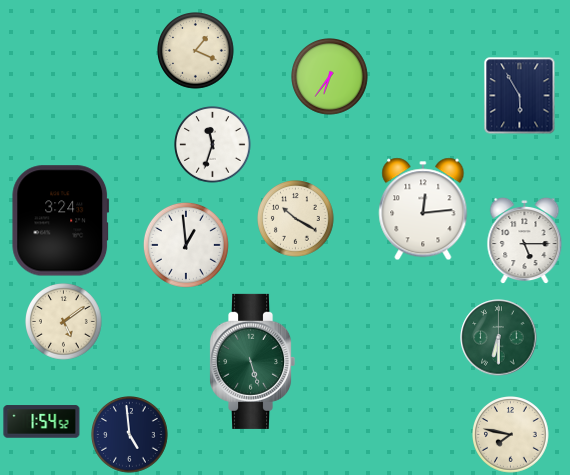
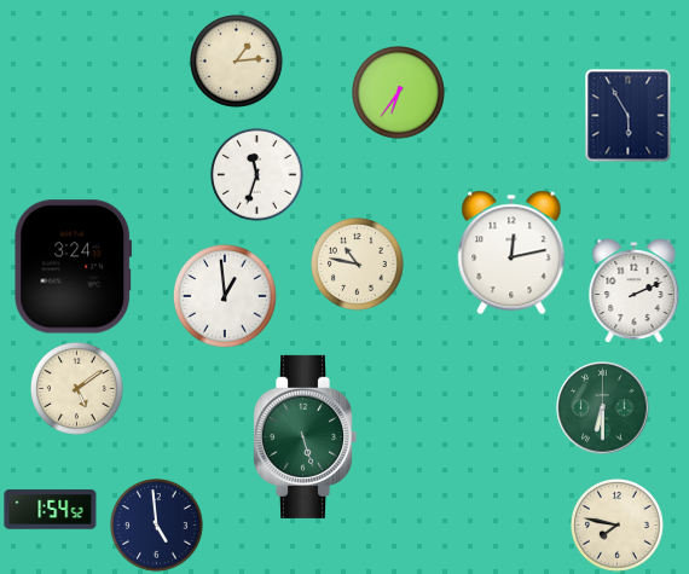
clock at (196, 51): 1:19 -> 1:14
clock at (423, 209): 12:14 -> 12:13
clock at (296, 219): 10:20 -> 10:47
clock at (525, 240): 5:15 -> 2:11
